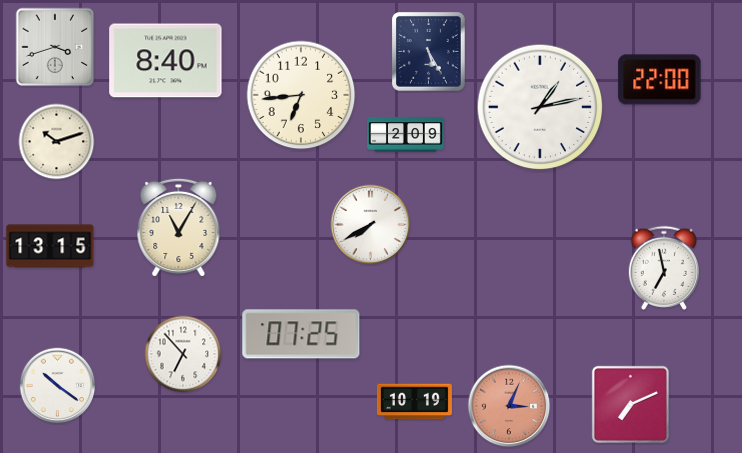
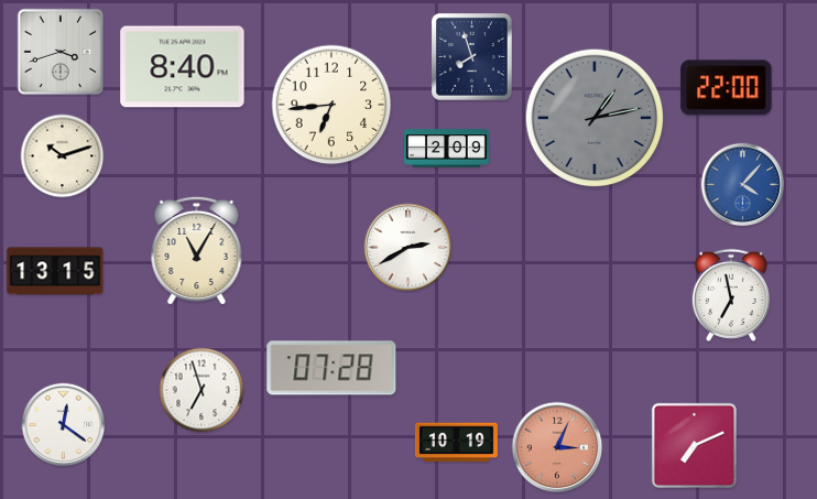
clock at (429, 52): 5:25 -> 7:57
clock at (540, 107) dial: white -> grey
clock at (743, 185): none -> 4:07
clock at (371, 225): 7:40 -> 2:40
clock at (301, 334): 07:25 -> 07:28
clock at (183, 354): 6:53 -> 6:57
clock at (58, 386): 10:21 -> 12:21
clock at (509, 406) position: (509, 406) -> (557, 447)
